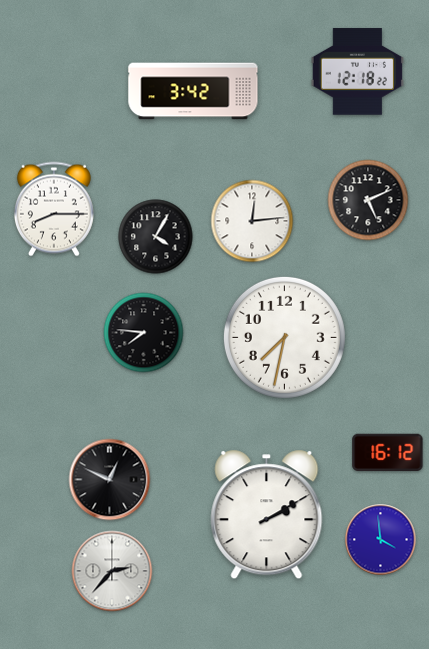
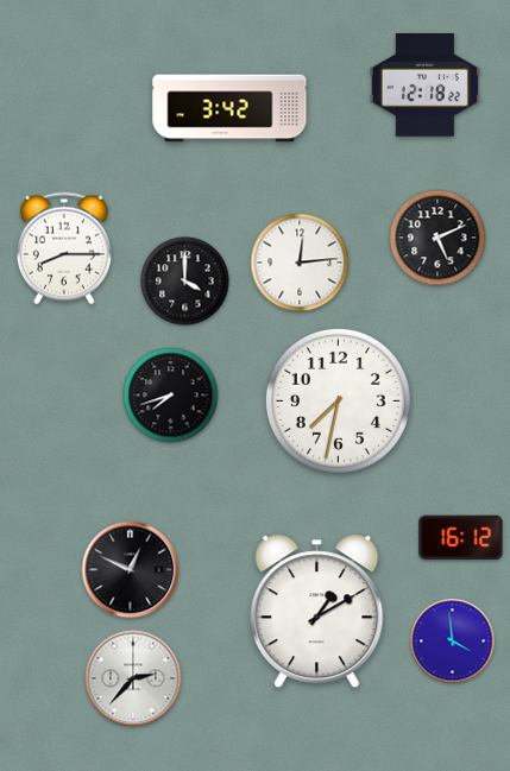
clock at (156, 237): 4:05 -> 4:00
clock at (144, 333): 7:46 -> 7:42
clock at (267, 515): 2:10 -> 1:10
